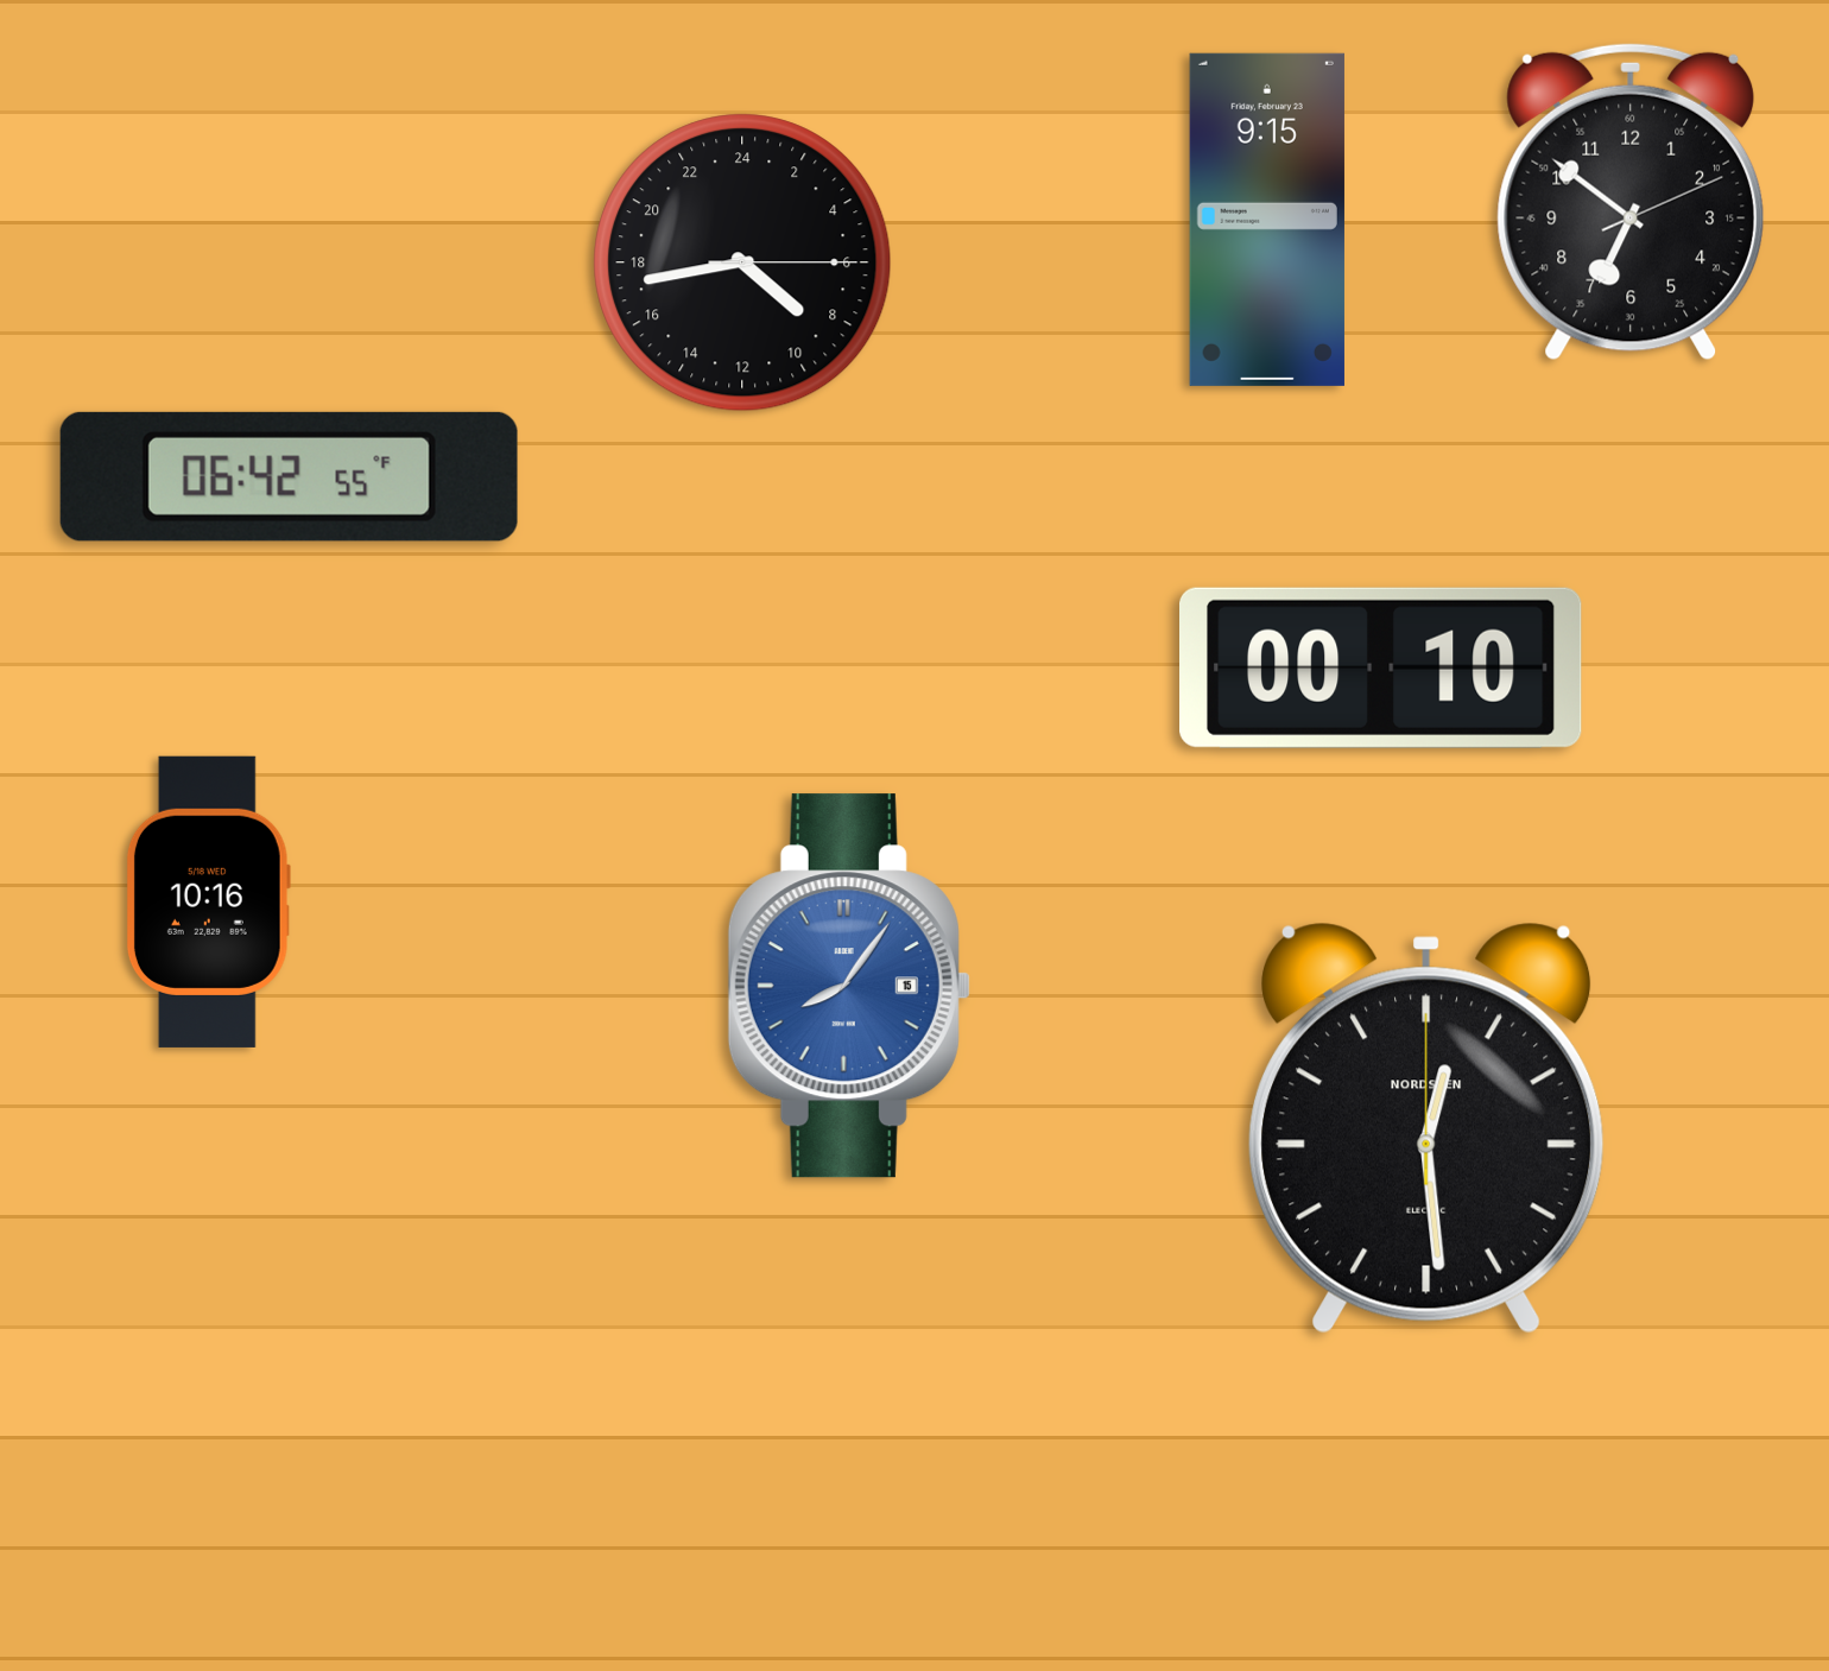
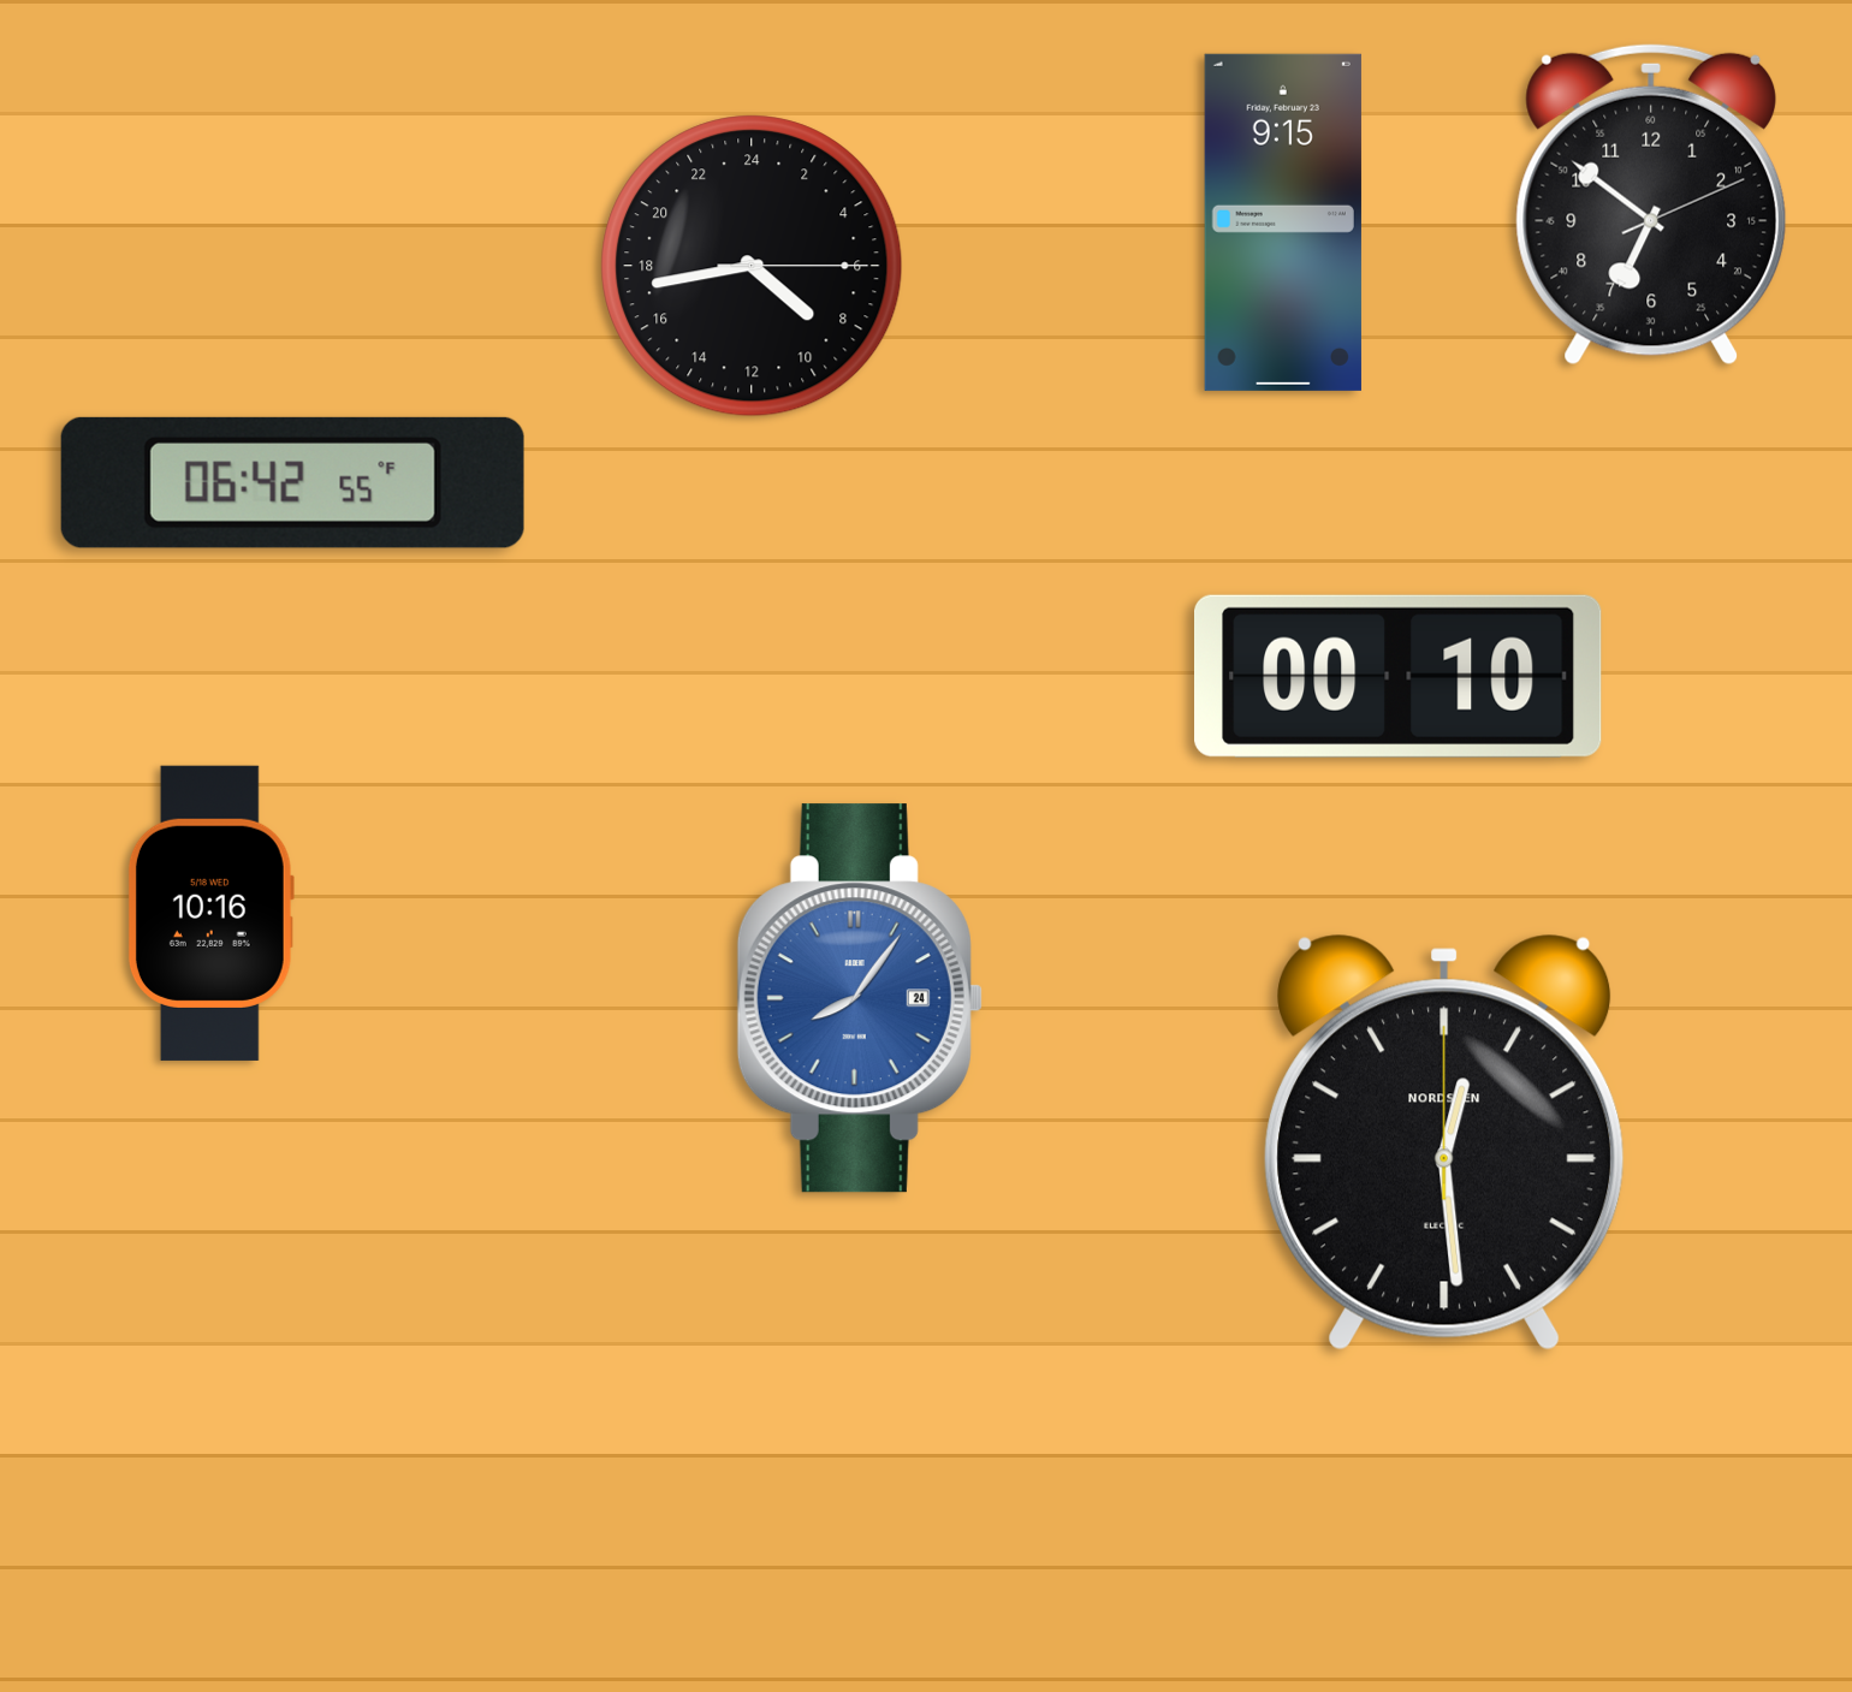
clock at (849, 986) date: 15 -> 24
